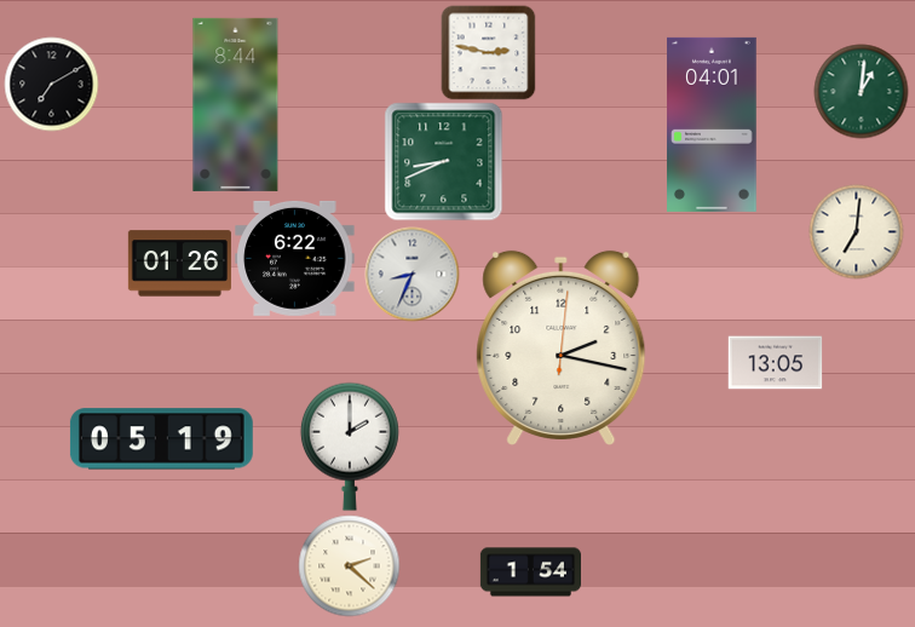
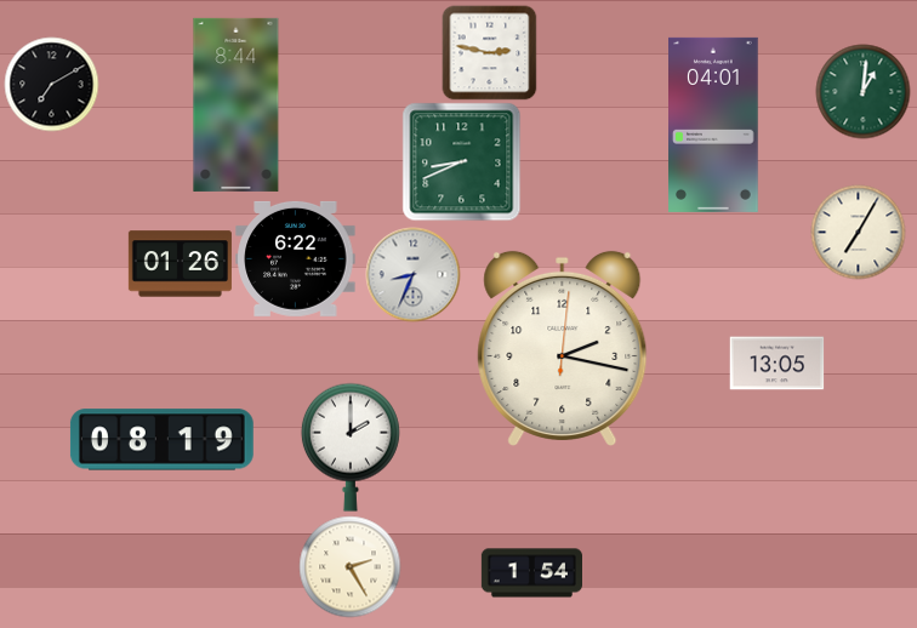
clock at (443, 161) position: (443, 161) -> (461, 161)
clock at (856, 231): 7:01 -> 7:05
clock at (161, 439): 05:19 -> 08:19
clock at (349, 565): 2:22 -> 2:25
